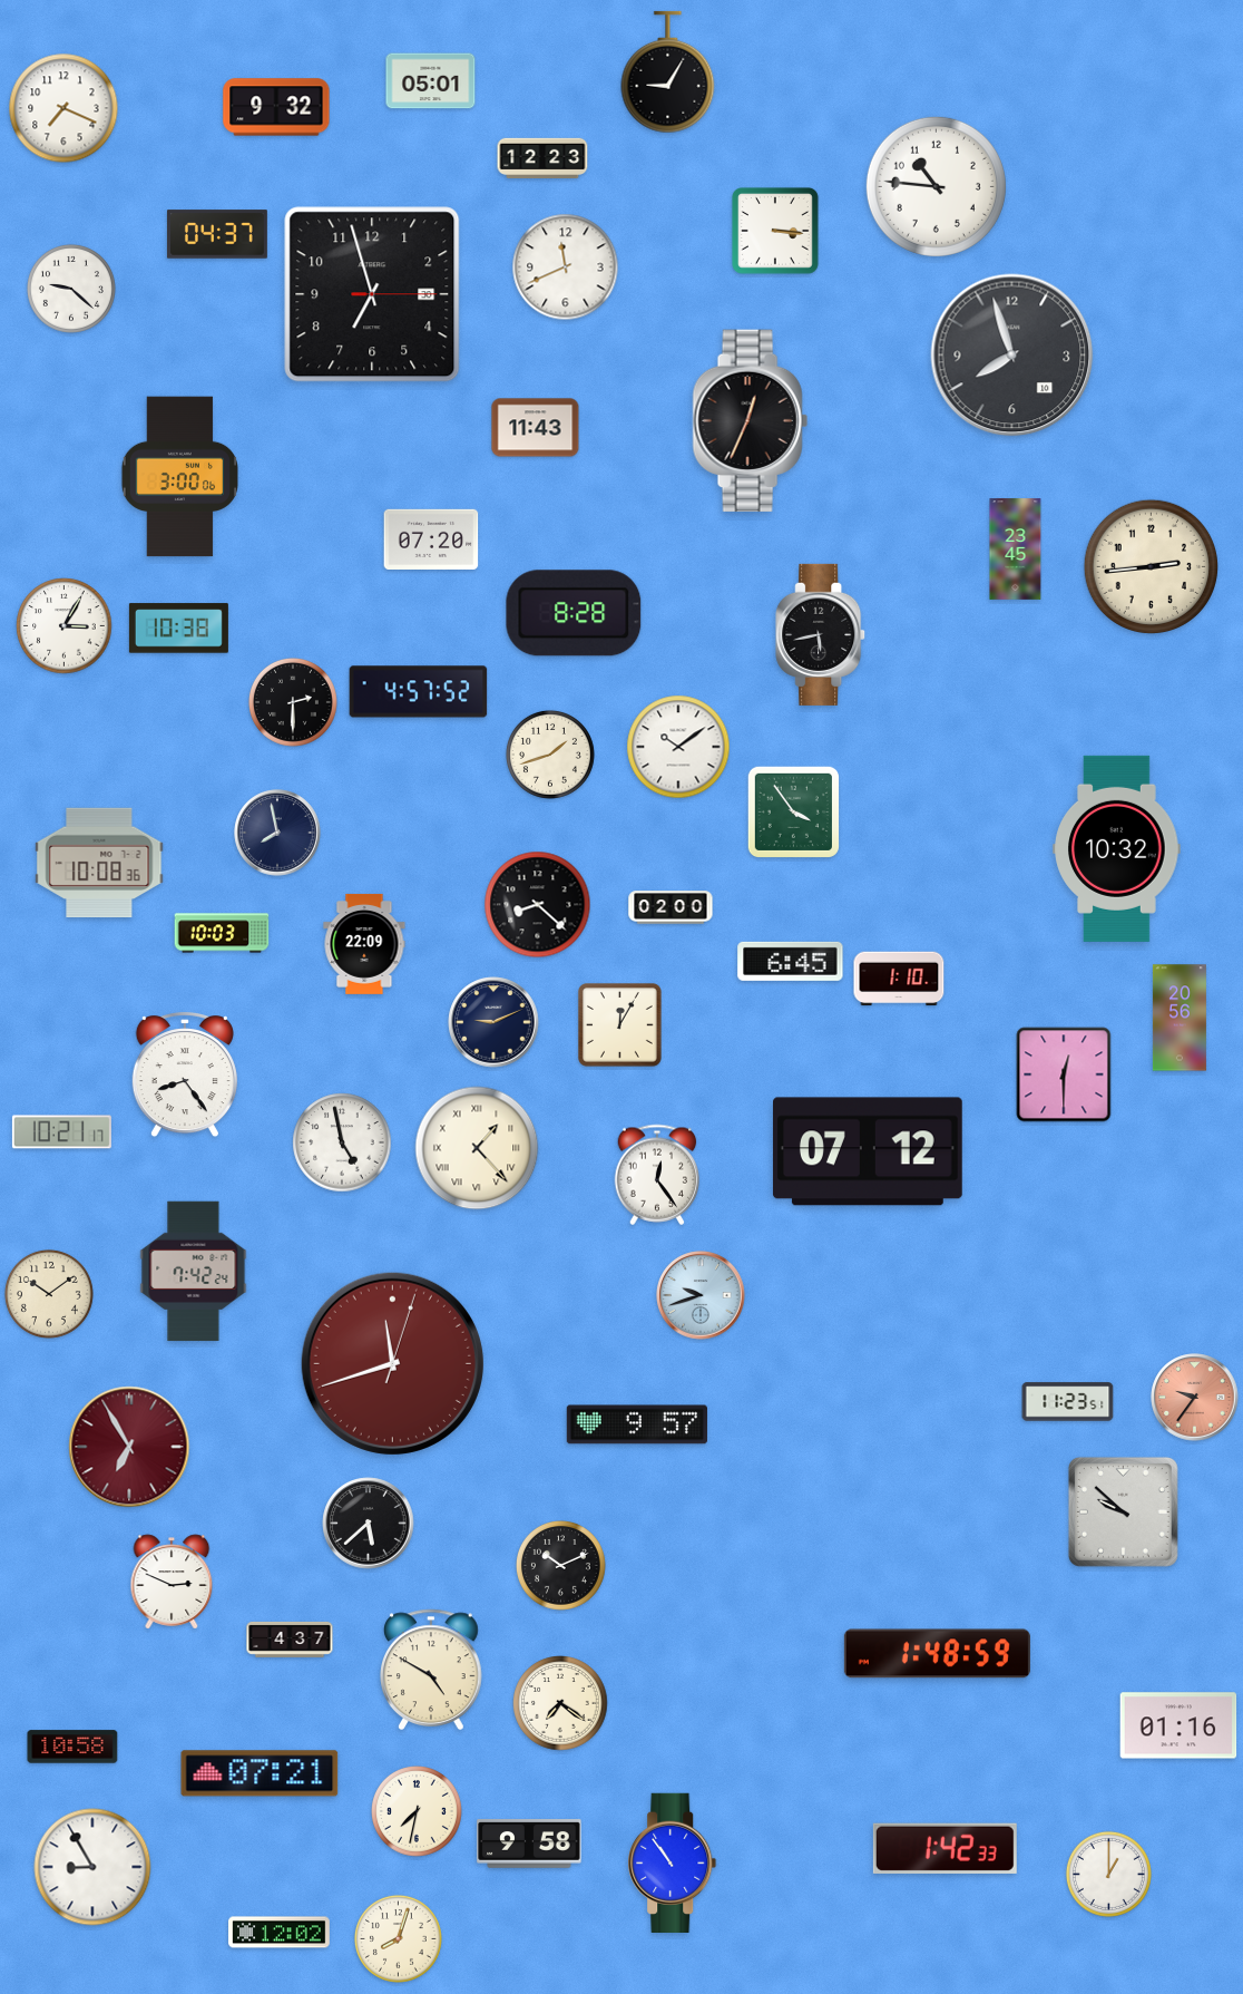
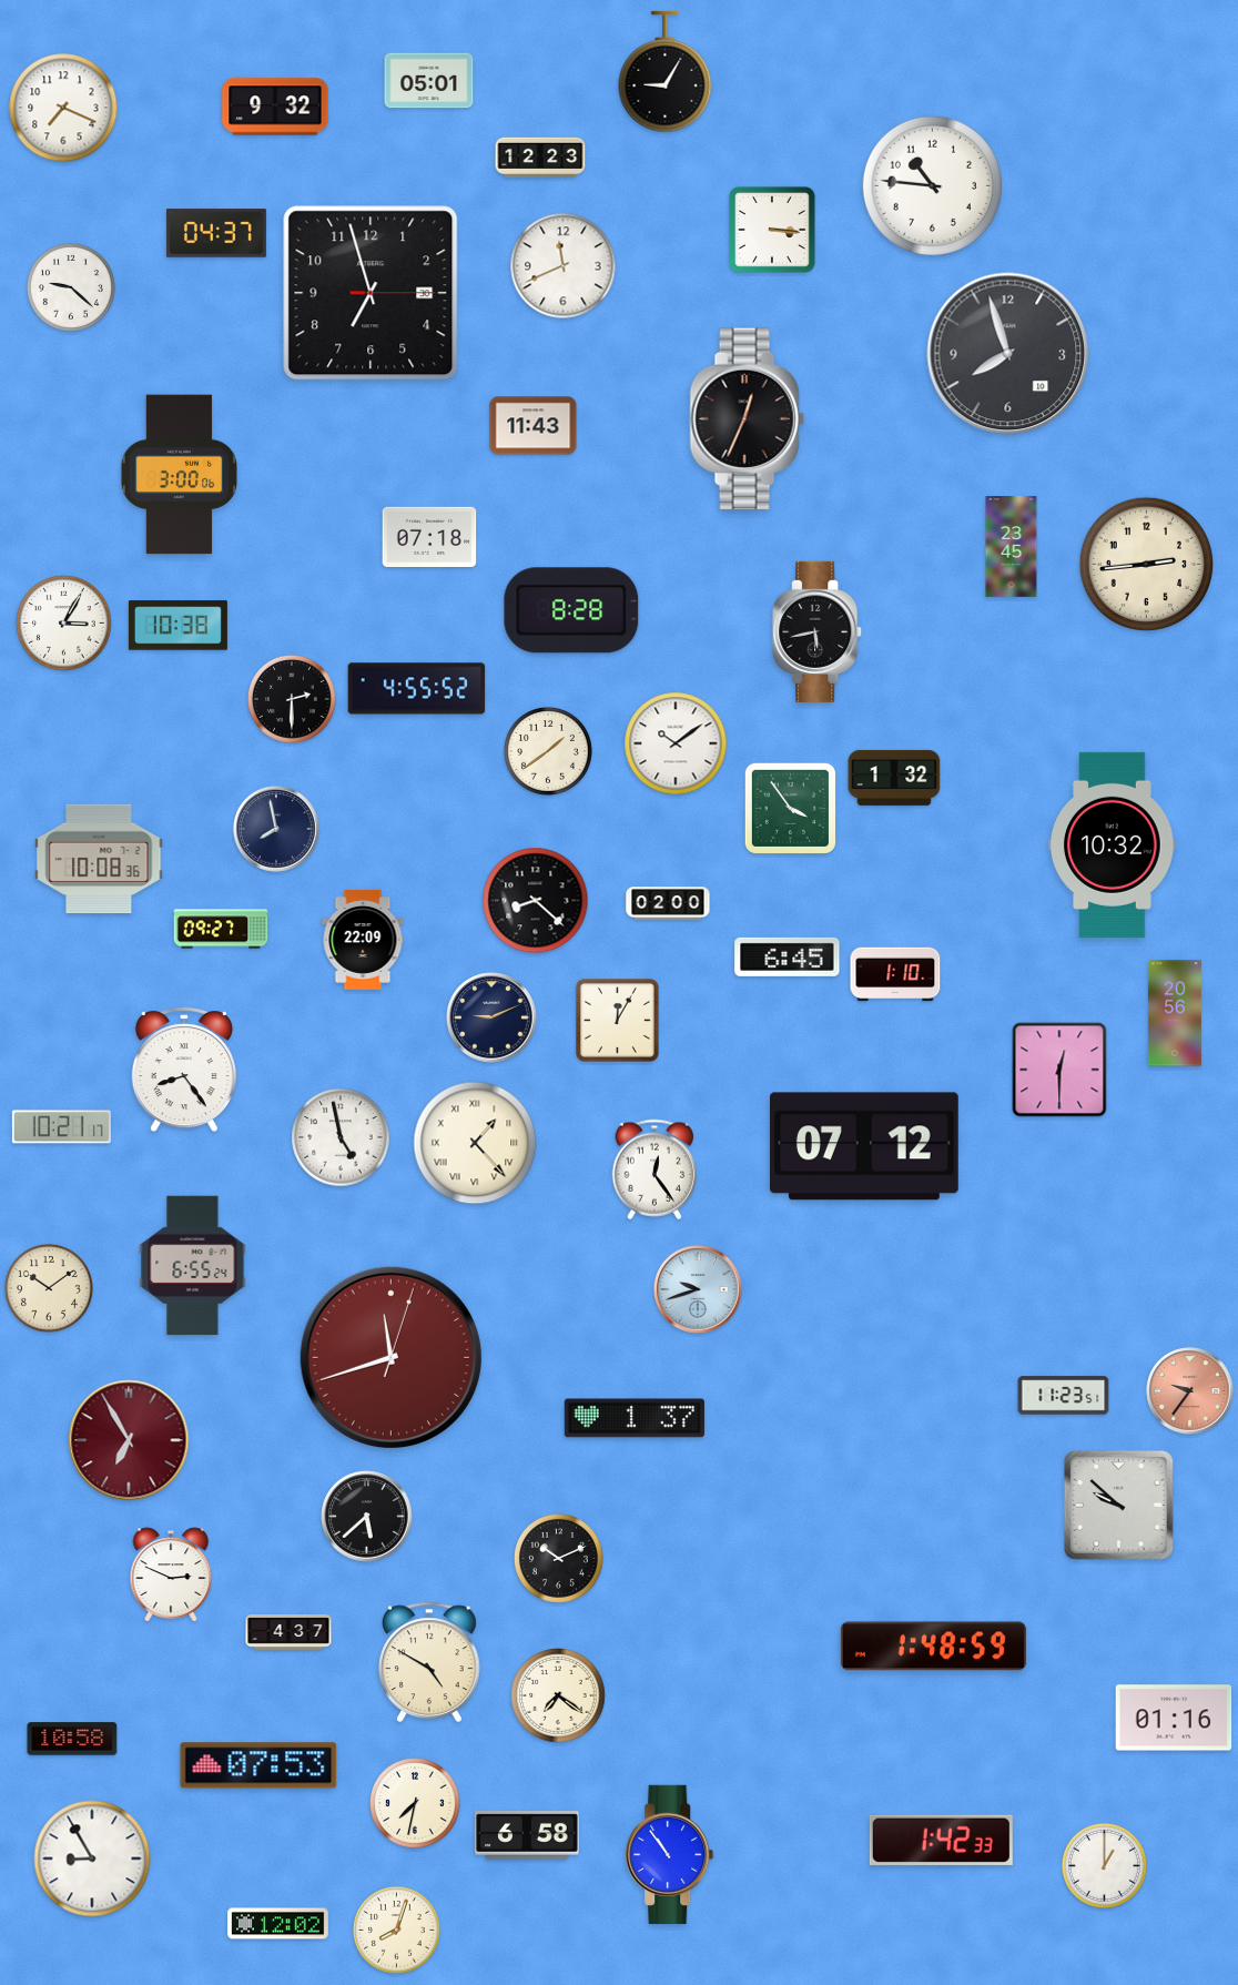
clock at (431, 538): 07:20 -> 07:18
clock at (419, 692): 4:57 -> 4:55
clock at (550, 755): 1:42 -> 1:39
clock at (894, 778): none -> 1:32
clock at (222, 933): 10:03 -> 09:27
clock at (194, 1272): 7:42 -> 6:55
clock at (637, 1424): 9:57 -> 1:37
clock at (260, 1773): 07:21 -> 07:53
clock at (529, 1844): 9:58 -> 6:58
